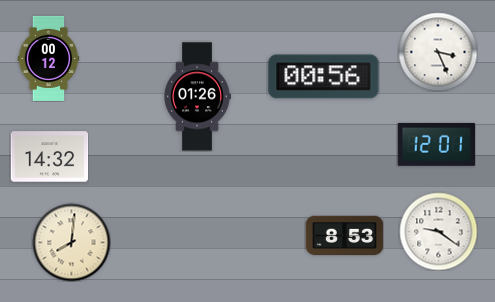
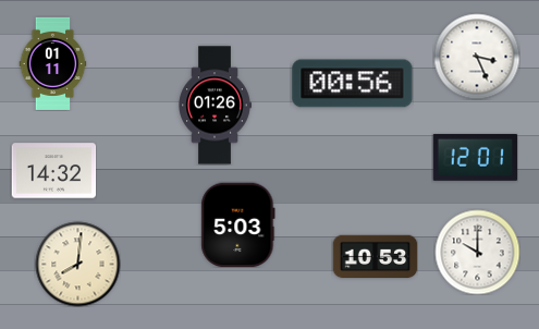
clock at (49, 58): 00:12 -> 01:11
clock at (238, 224): none -> 5:03
clock at (438, 231): 9:21 -> 10:00
clock at (344, 236): 8:53 -> 10:53
